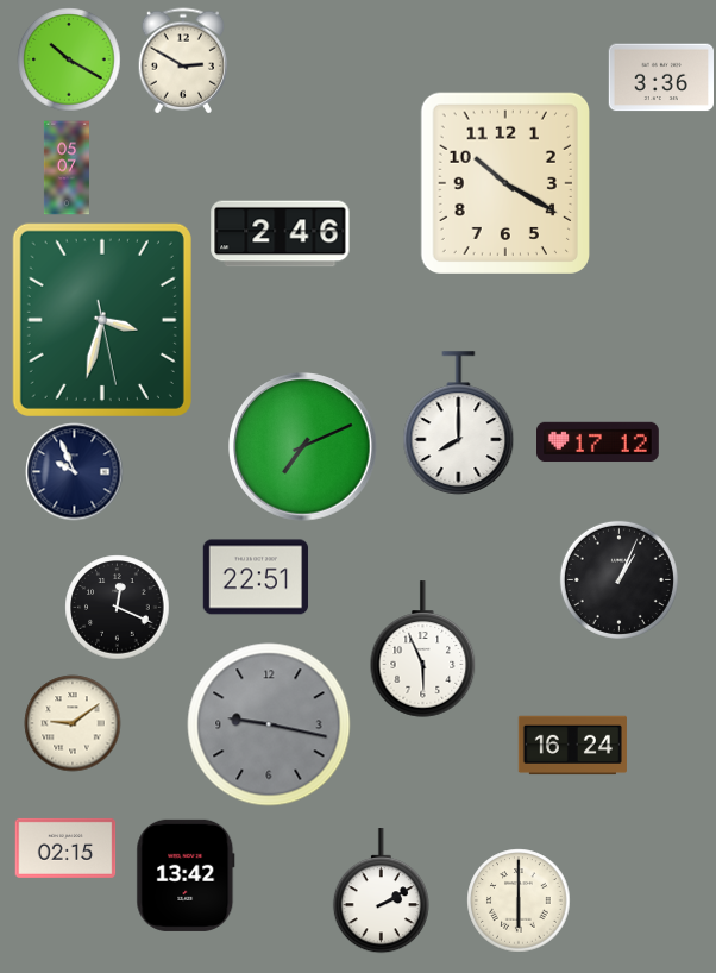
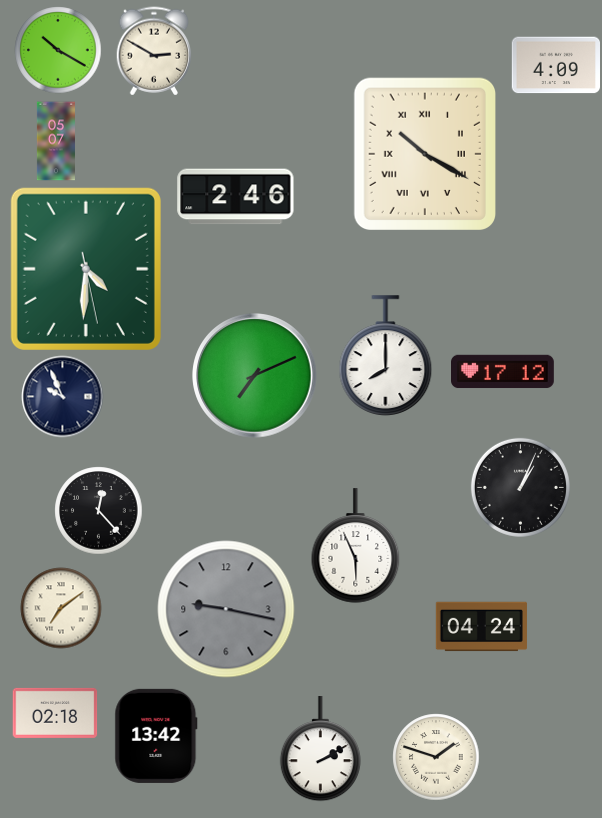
clock at (660, 77): 3:36 -> 4:09
clock at (504, 182) numerals: Arabic -> Roman
clock at (102, 320): 3:32 -> 4:30
clock at (256, 577): 22:51 -> none
clock at (117, 607): 12:19 -> 12:23
clock at (73, 723): 9:09 -> 7:09
clock at (572, 746): 16:24 -> 04:24
clock at (65, 848): 02:15 -> 02:18
clock at (519, 900): 6:00 -> 1:48
